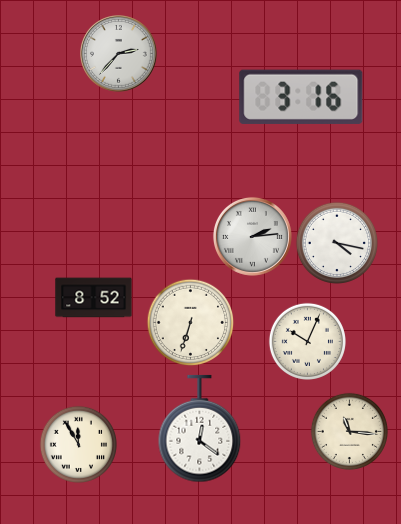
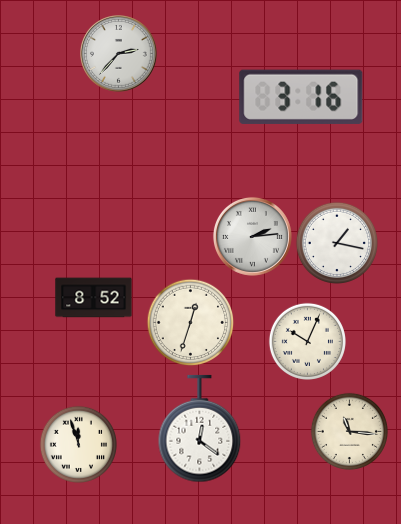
clock at (336, 242): 4:17 -> 1:17
clock at (190, 322): 6:33 -> 12:33
clock at (78, 444): 11:55 -> 11:57
